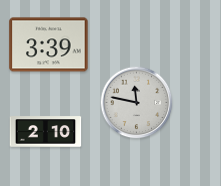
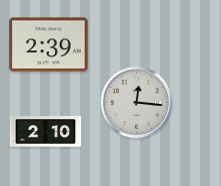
clock at (49, 45): 3:39 -> 2:39
clock at (137, 103): 11:47 -> 12:16
